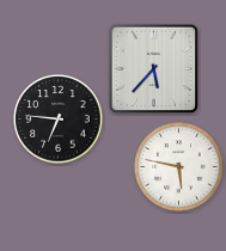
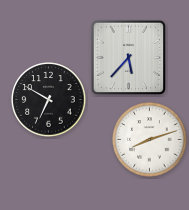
clock at (59, 120): 6:46 -> 6:50
clock at (179, 167): 5:47 -> 8:12
